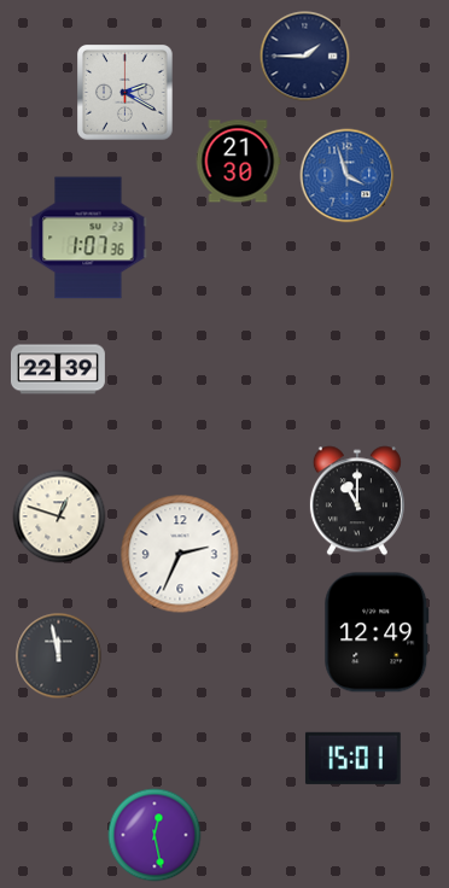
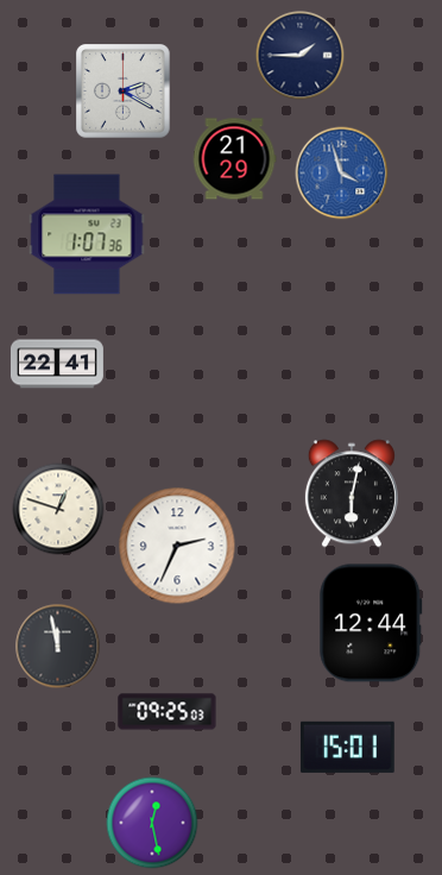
clock at (238, 162): 21:30 -> 21:29
clock at (58, 369): 22:39 -> 22:41
clock at (357, 501): 11:00 -> 6:02
clock at (377, 632): 12:49 -> 12:44
clock at (168, 712): none -> 09:25
